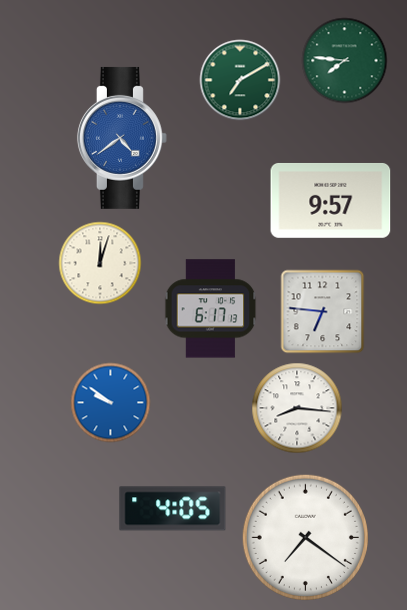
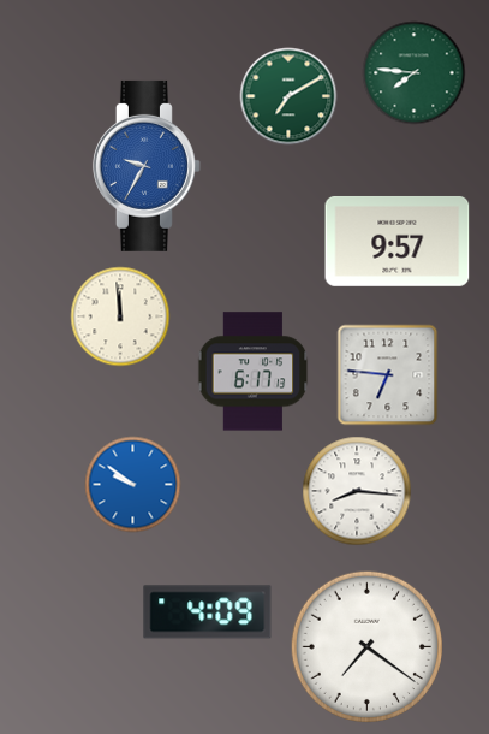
clock at (122, 138): 4:39 -> 9:35
clock at (100, 263): 12:03 -> 11:59
clock at (173, 509): 4:05 -> 4:09
